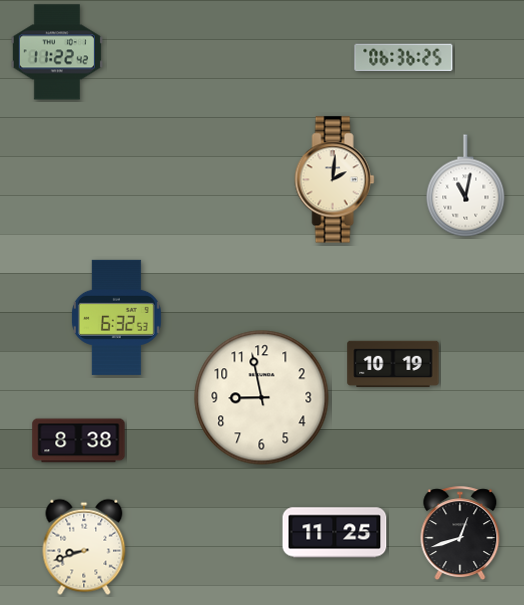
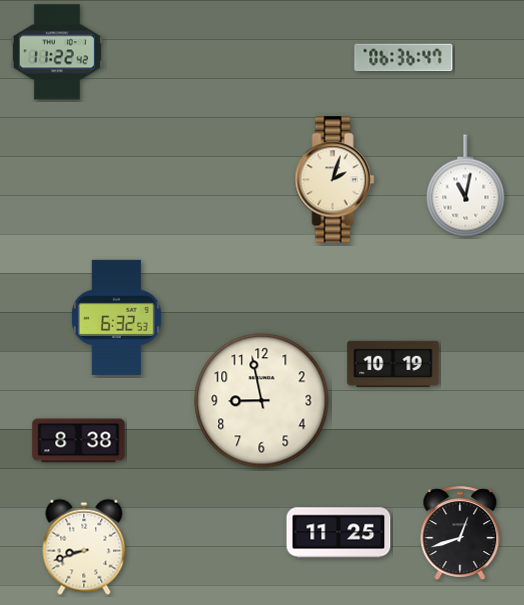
clock at (404, 57): 06:36:25 -> 06:36:47
clock at (335, 180): 2:01 -> 2:03
clock at (262, 398) position: (262, 398) -> (262, 401)
clock at (335, 533) position: (335, 533) -> (339, 533)
